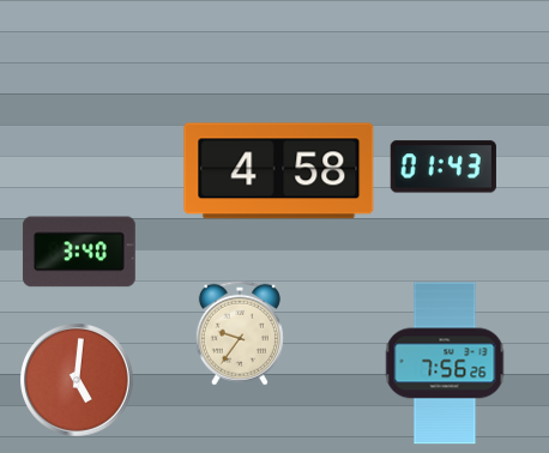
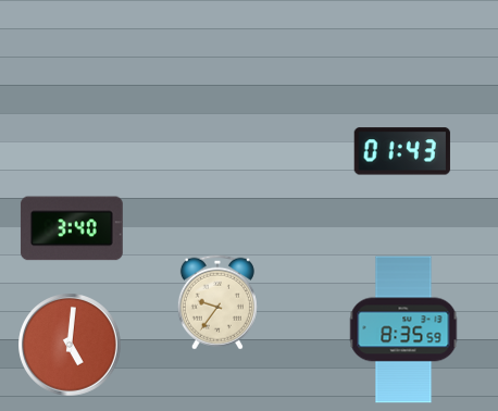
clock at (279, 171): 4:58 -> none
clock at (445, 363): 7:56 -> 8:35
